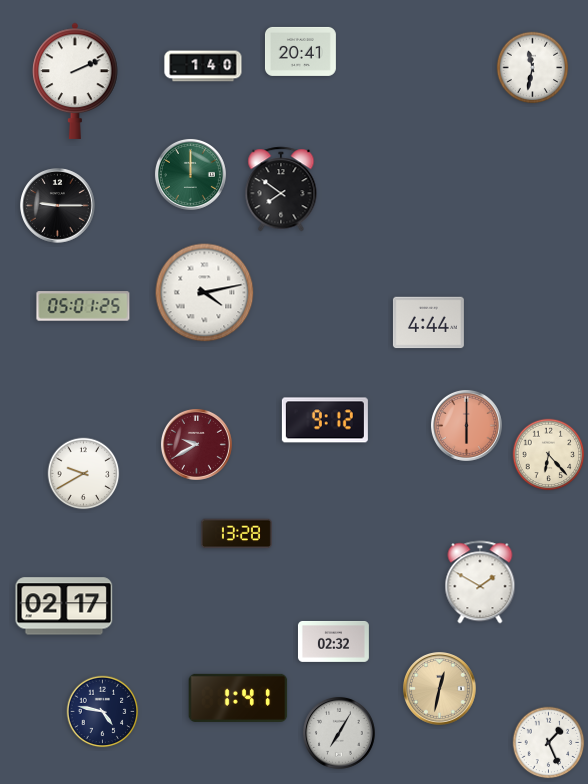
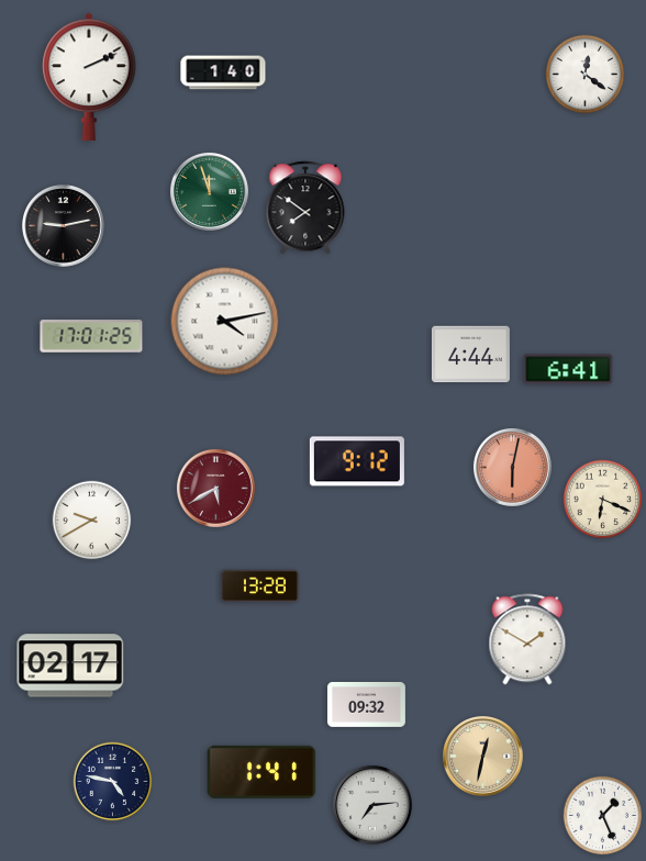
clock at (300, 51): 20:41 -> none
clock at (533, 68): 11:32 -> 12:21
clock at (75, 81) position: (75, 81) -> (89, 77)
clock at (190, 174): 12:00 -> 11:57
clock at (281, 189) position: (281, 189) -> (305, 208)
clock at (58, 206): 9:15 -> 9:13
clock at (83, 306): 05:01 -> 17:01
clock at (568, 369): none -> 6:41
clock at (466, 425): 6:00 -> 6:02
clock at (196, 444): 9:40 -> 5:40
clock at (549, 455): 6:23 -> 6:19
clock at (333, 641): 02:32 -> 09:32
clock at (238, 698) position: (238, 698) -> (261, 772)
clock at (339, 733): 7:05 -> 7:14
